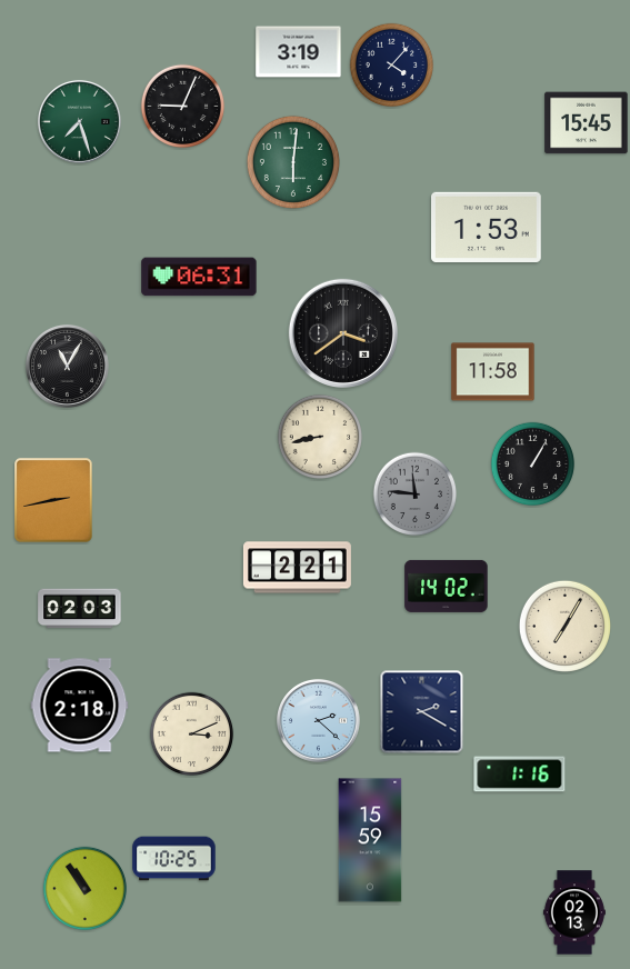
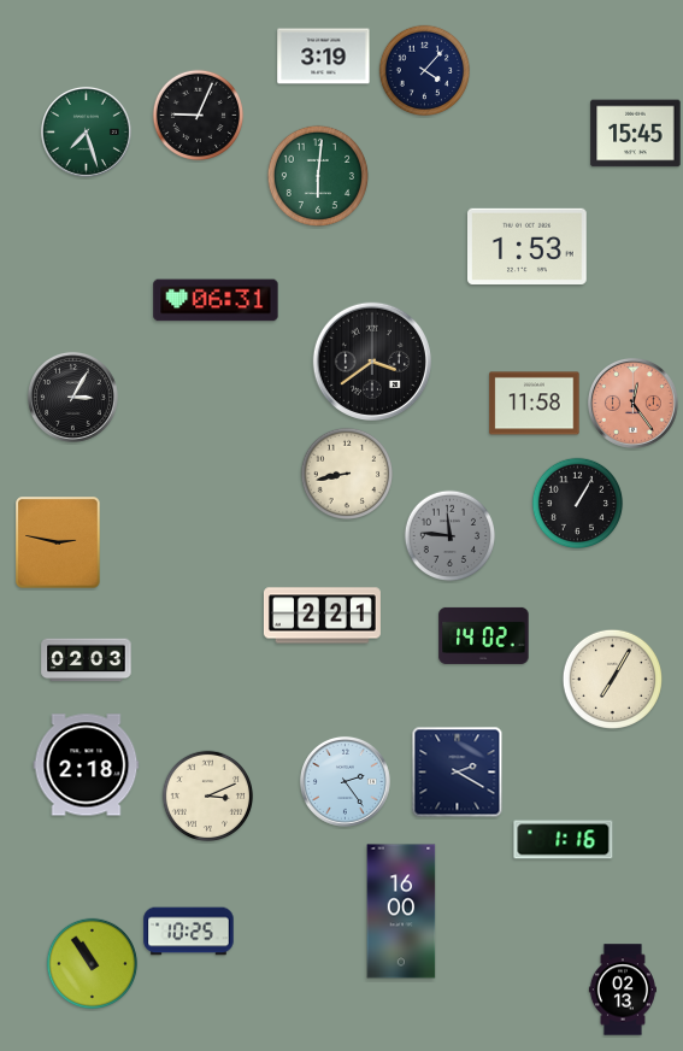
clock at (67, 366): 11:05 -> 3:05
clock at (632, 403): none -> 12:24
clock at (53, 500): 2:43 -> 2:47
clock at (318, 720): 2:22 -> 2:24
clock at (370, 840): 15:59 -> 16:00
